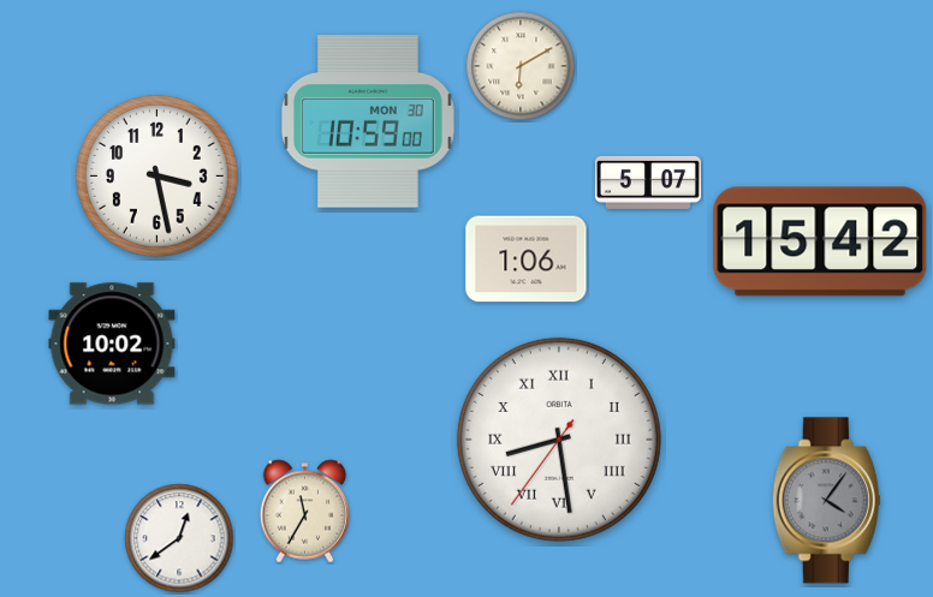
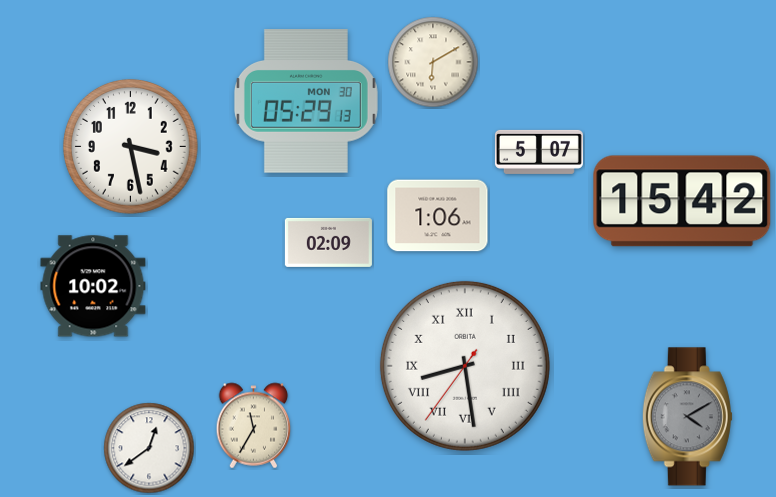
clock at (521, 66) position: (521, 66) -> (433, 62)
clock at (368, 121): 10:59 -> 05:29
clock at (328, 242): none -> 02:09
clock at (826, 501): 4:06 -> 4:10
